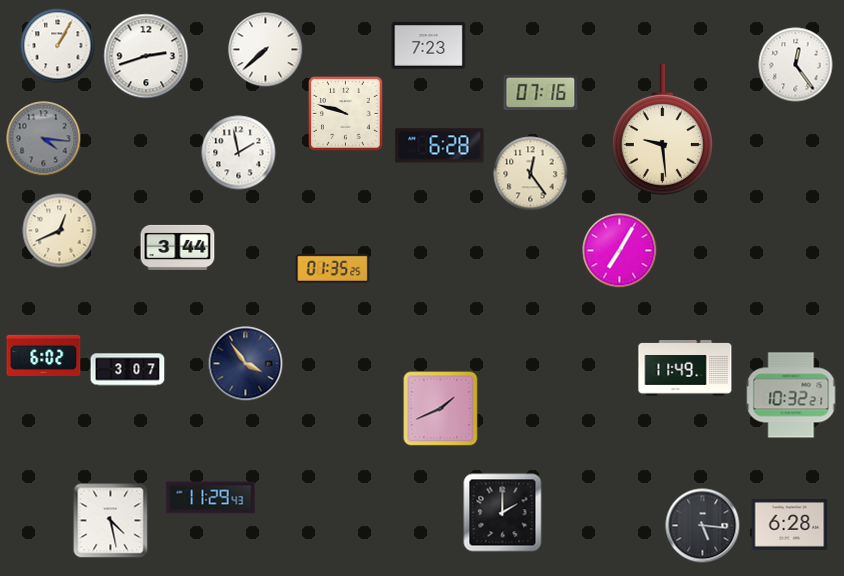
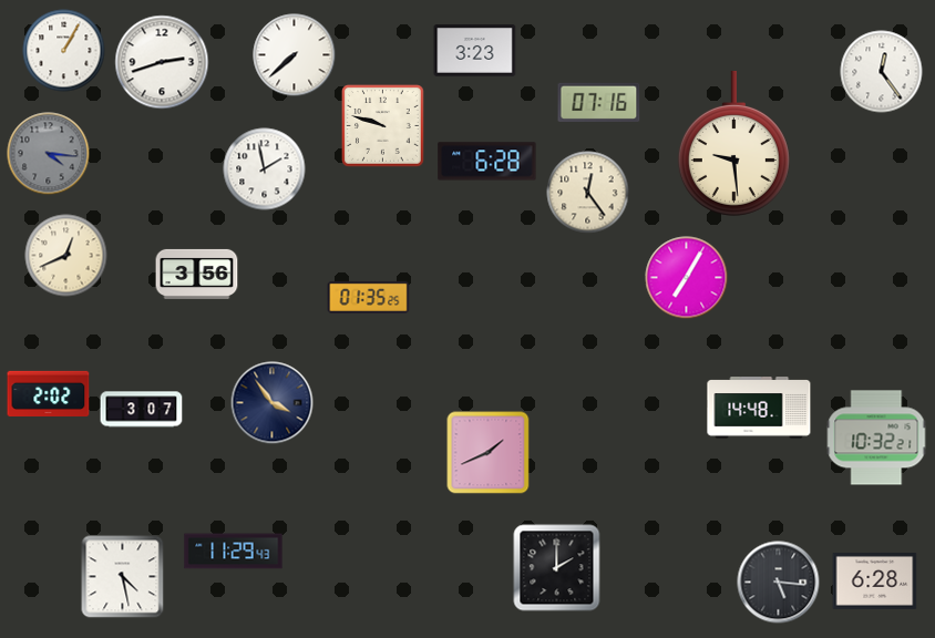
clock at (429, 46): 7:23 -> 3:23
clock at (178, 247): 3:44 -> 3:56
clock at (44, 355): 6:02 -> 2:02
clock at (685, 368): 11:49 -> 14:48
